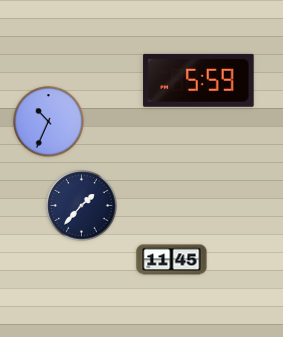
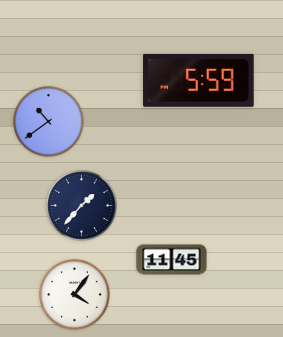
clock at (49, 122): 10:34 -> 10:39
clock at (75, 295): none -> 4:06
